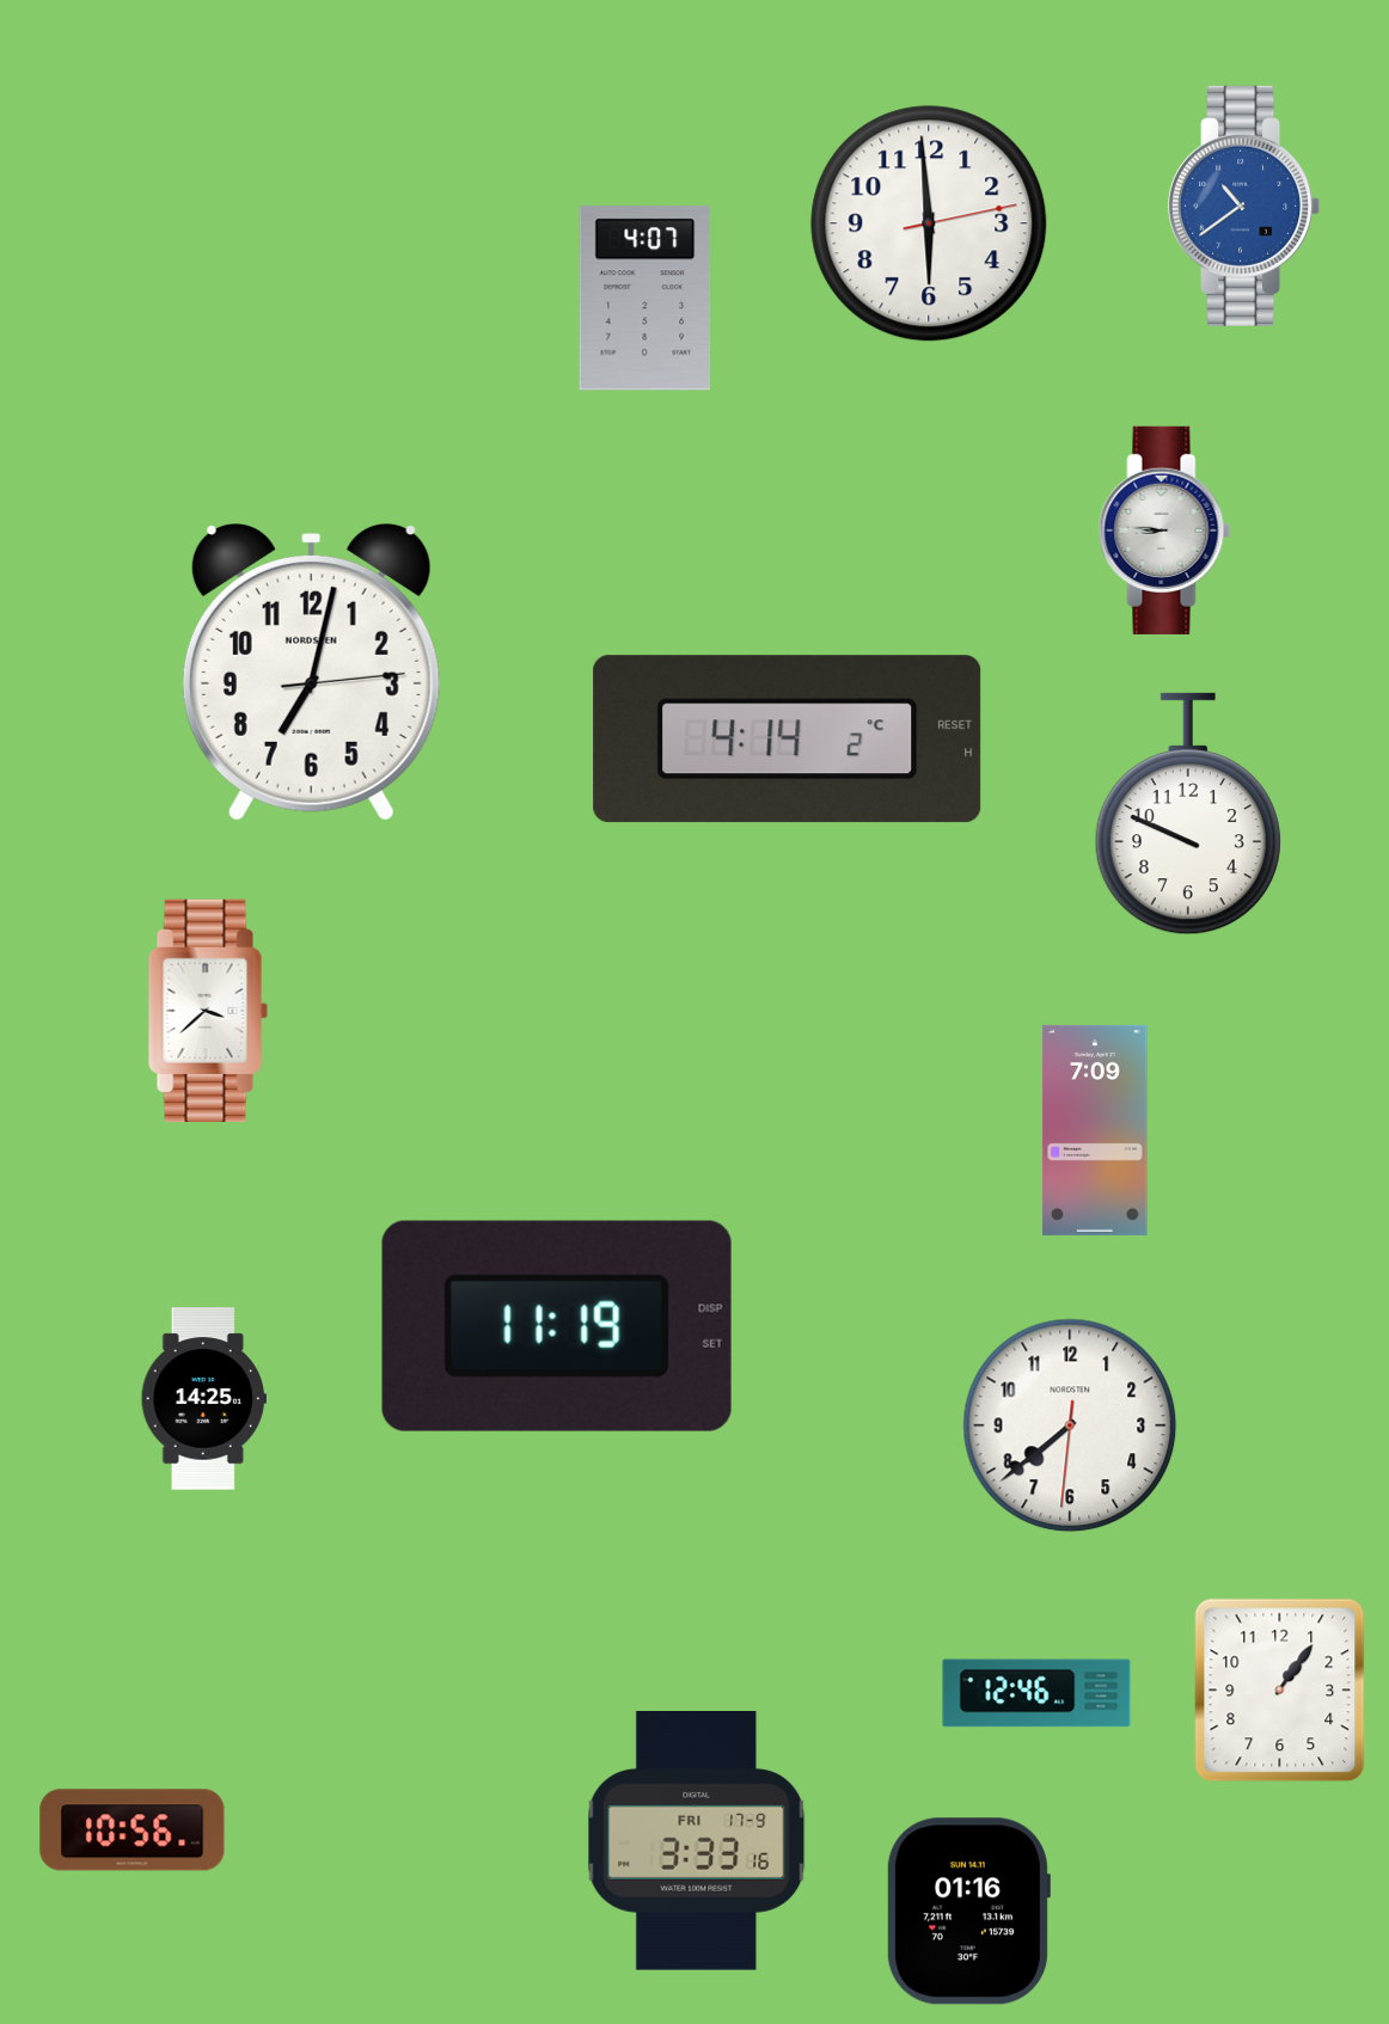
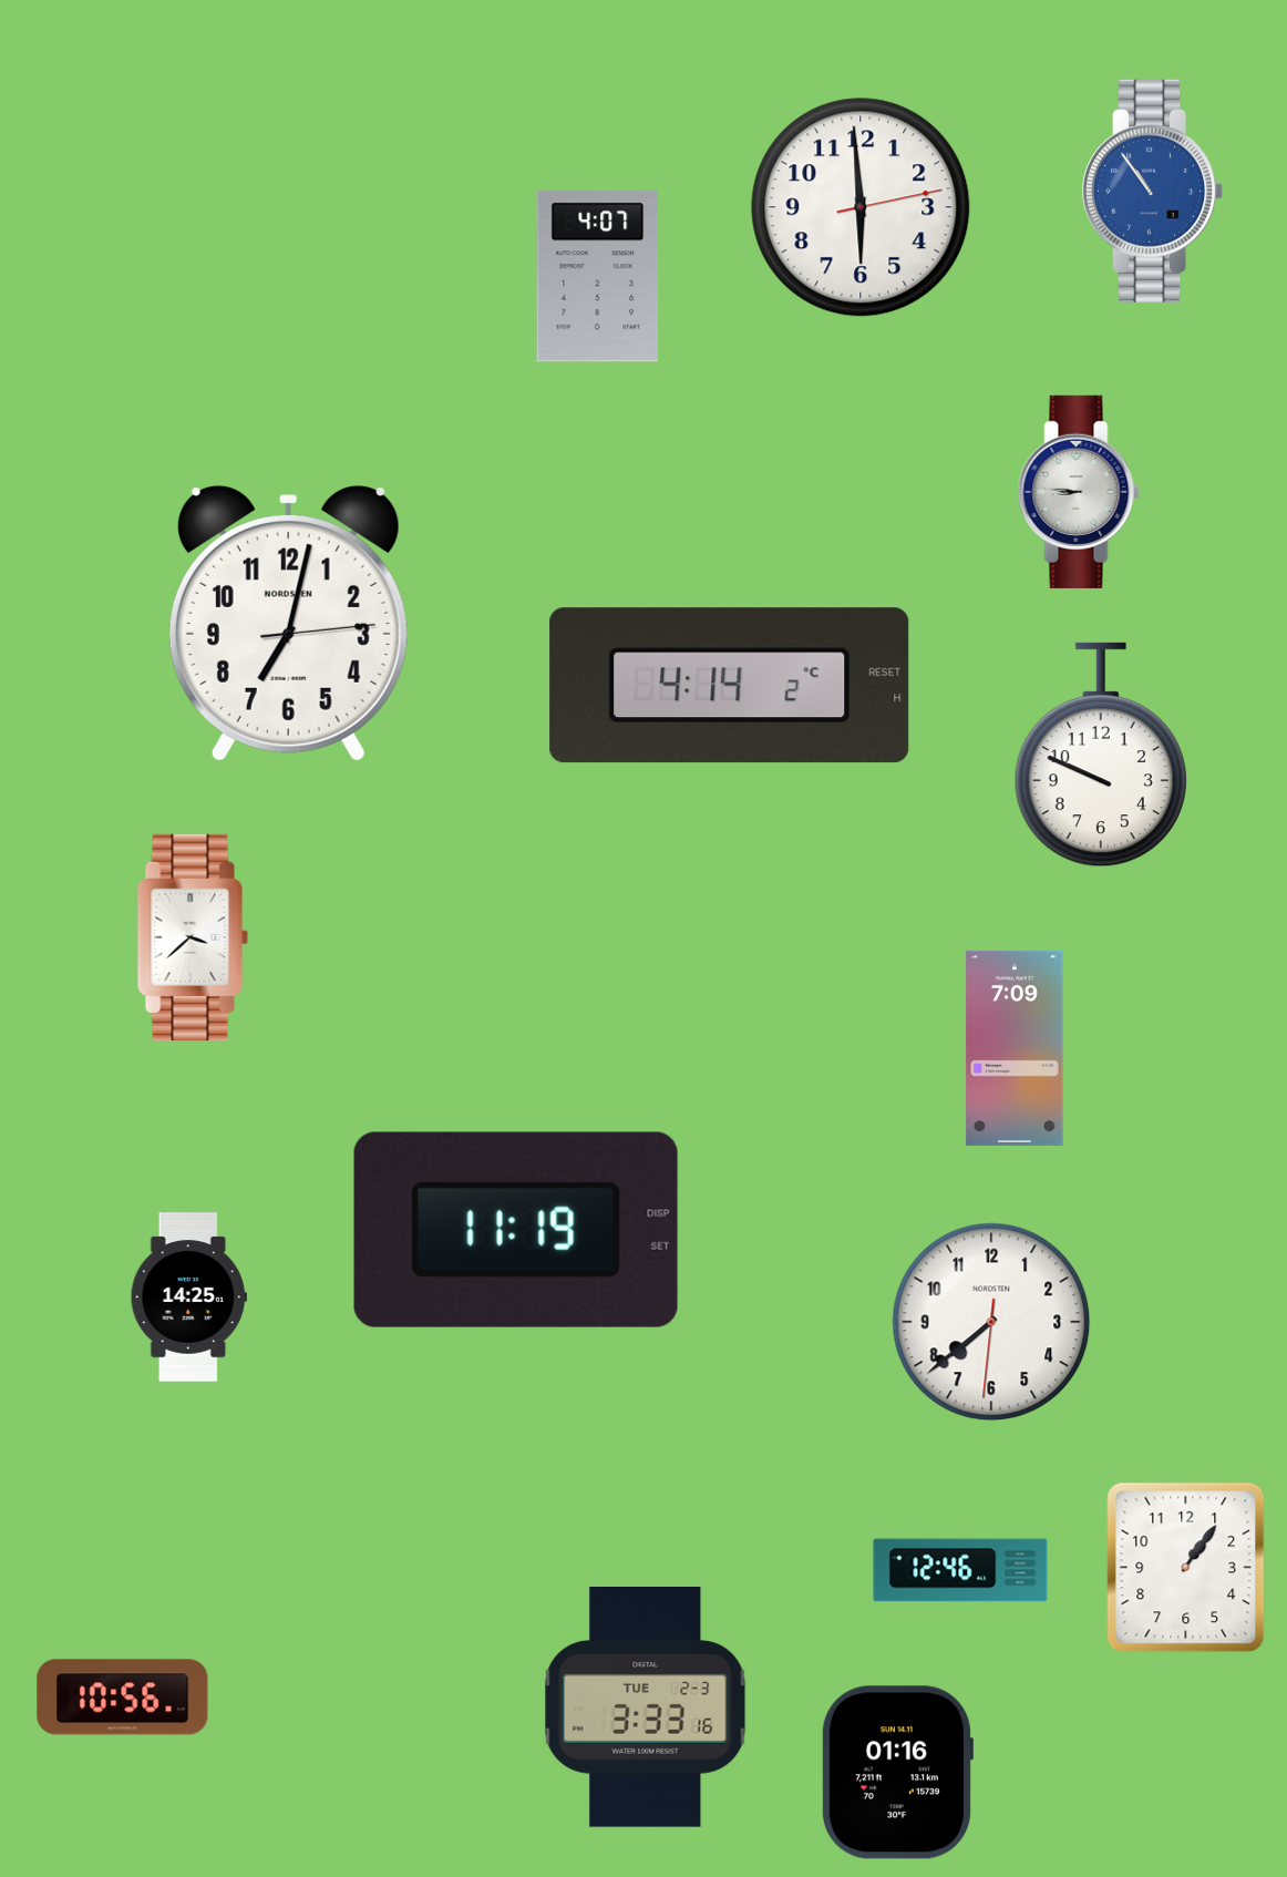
clock at (1244, 206): 10:39 -> 10:54
clock at (697, 1841) date: FRI 17-9 -> TUE 2-3
